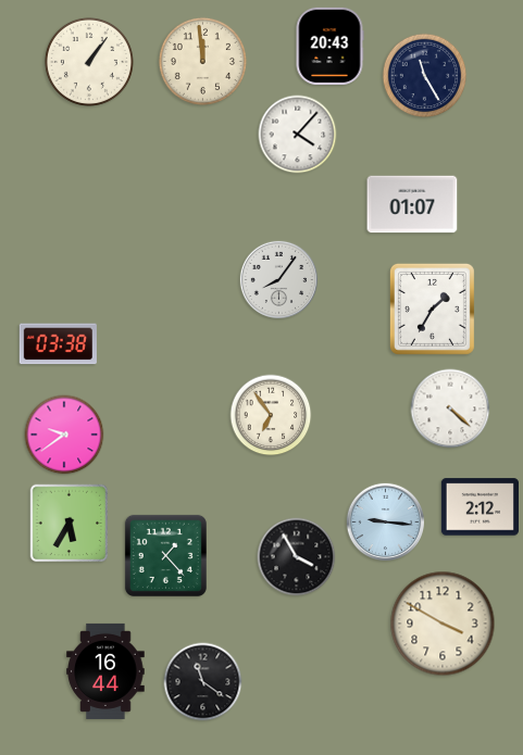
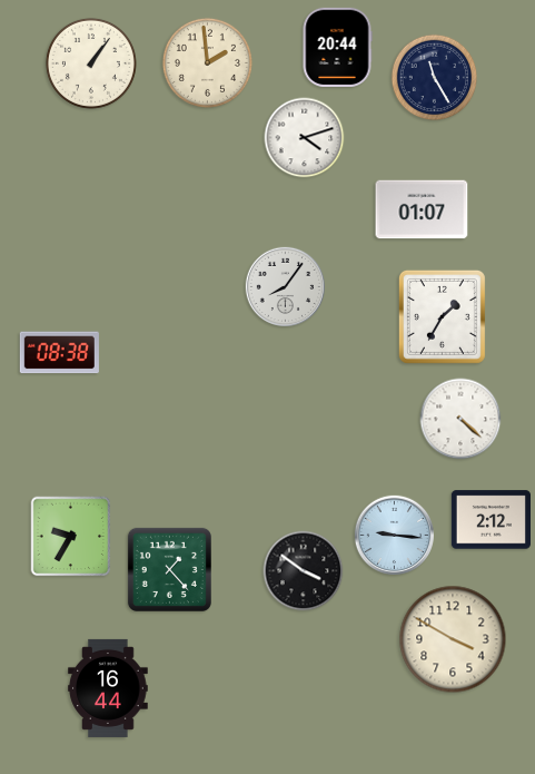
clock at (329, 46): 20:43 -> 20:44
clock at (202, 61): 11:59 -> 1:59
clock at (298, 135): 4:07 -> 4:12
clock at (58, 344): 03:38 -> 08:38
clock at (271, 415): 6:54 -> none
clock at (64, 435): 9:39 -> none
clock at (70, 524): 5:35 -> 9:35
clock at (297, 557): 3:55 -> 3:51
clock at (203, 682): 11:21 -> none
